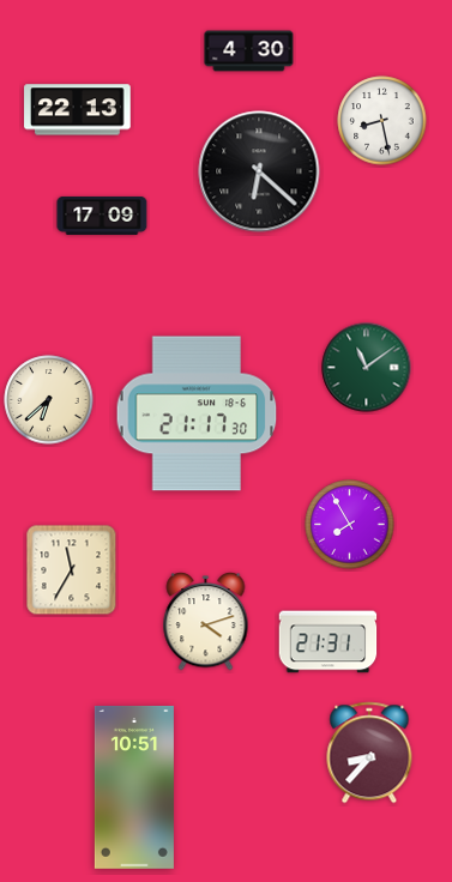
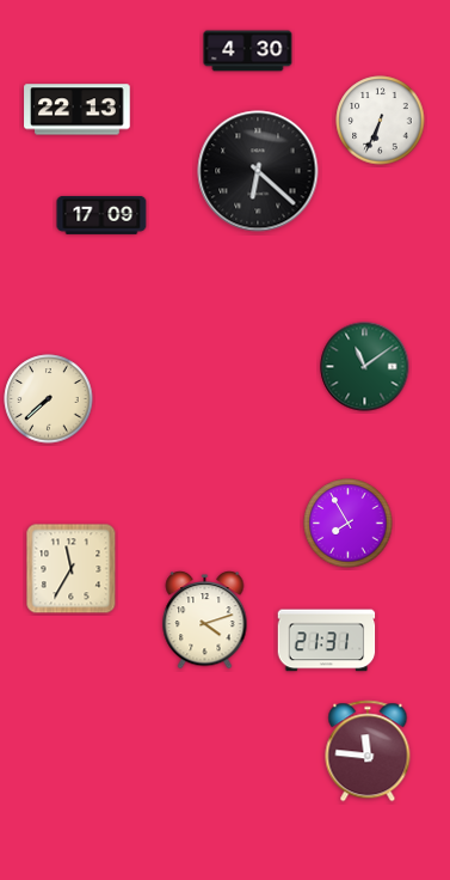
clock at (382, 121): 8:28 -> 6:34
clock at (49, 400): 6:38 -> 7:38
clock at (197, 413): 21:17 -> none
clock at (369, 753): 8:37 -> 11:46
clock at (134, 787): 10:51 -> none
